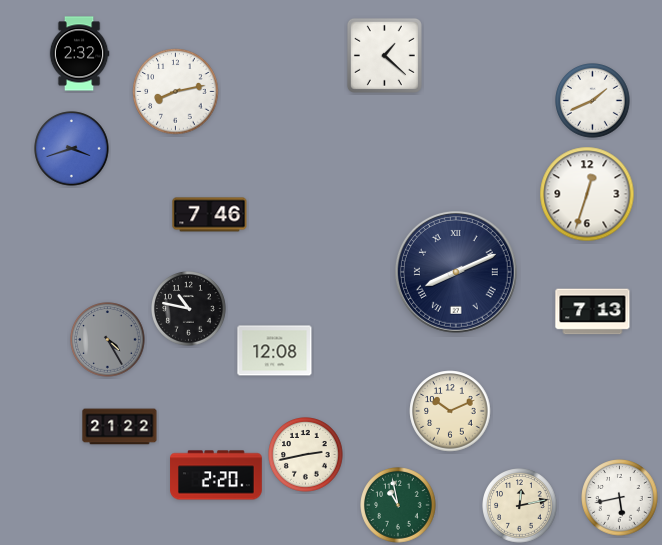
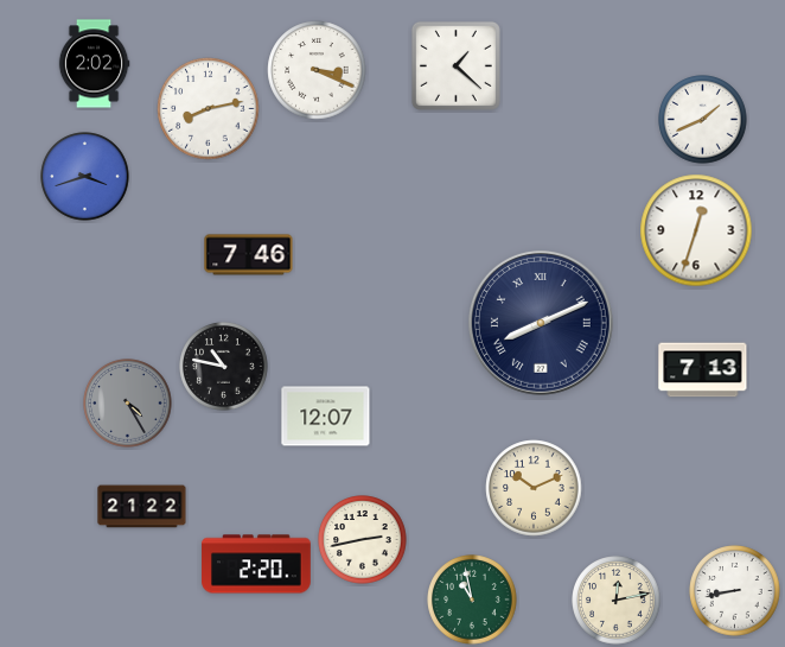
clock at (79, 54): 2:32 -> 2:02
clock at (317, 70): none -> 3:19
clock at (275, 351): 12:08 -> 12:07
clock at (620, 498): 5:43 -> 8:43
